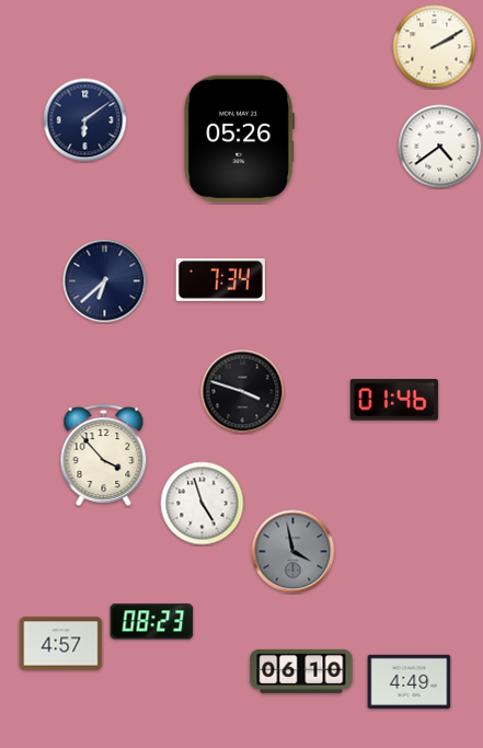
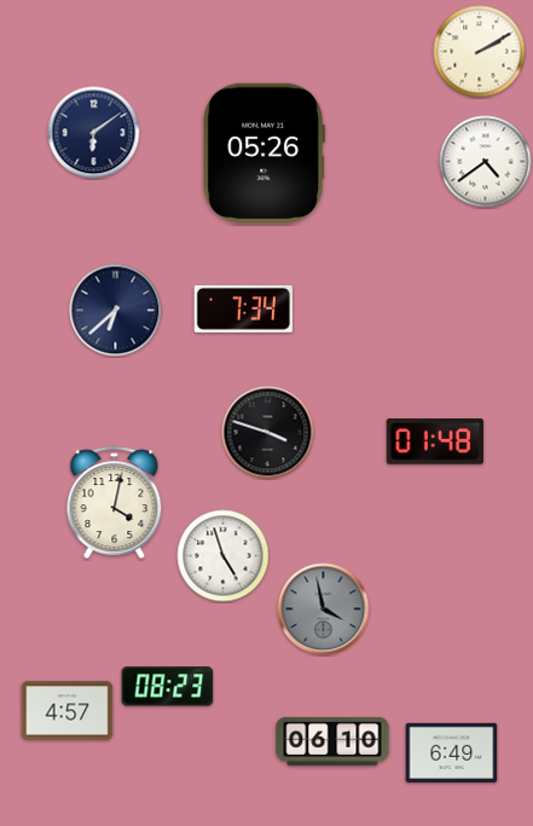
clock at (394, 400): 01:46 -> 01:48
clock at (104, 454): 3:53 -> 4:02
clock at (410, 681): 4:49 -> 6:49
